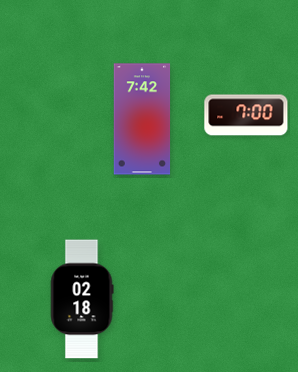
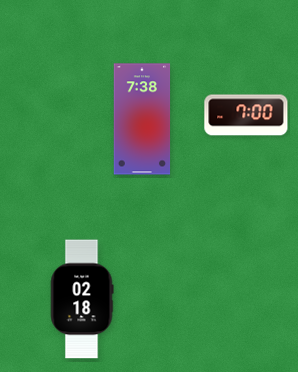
clock at (142, 119): 7:42 -> 7:38
